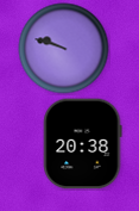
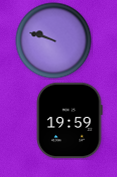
clock at (82, 144): 20:38 -> 19:59
